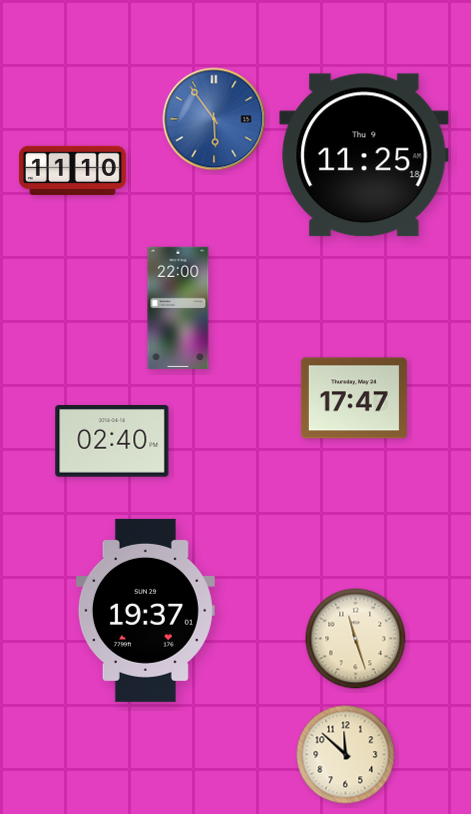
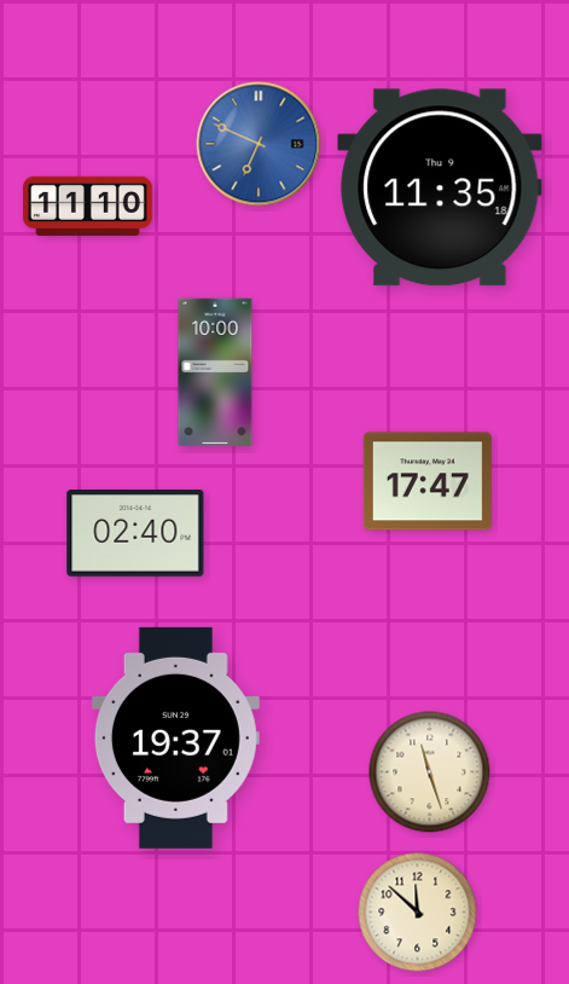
clock at (214, 119): 5:54 -> 6:49
clock at (364, 155): 11:25 -> 11:35
clock at (178, 308): 22:00 -> 10:00
